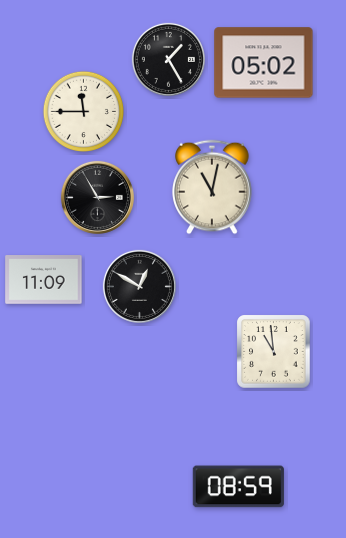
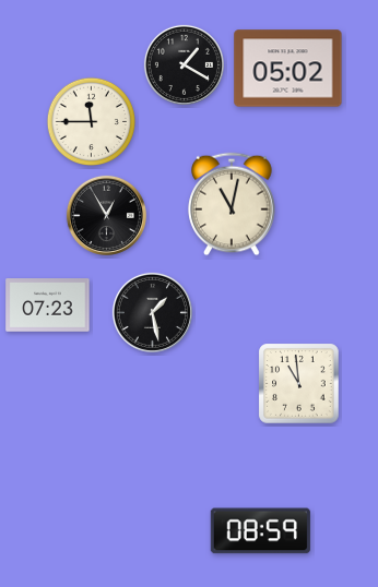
clock at (168, 59): 1:25 -> 1:20
clock at (97, 197): 2:55 -> 12:55
clock at (44, 280): 11:09 -> 07:23
clock at (139, 286): 12:50 -> 1:28
